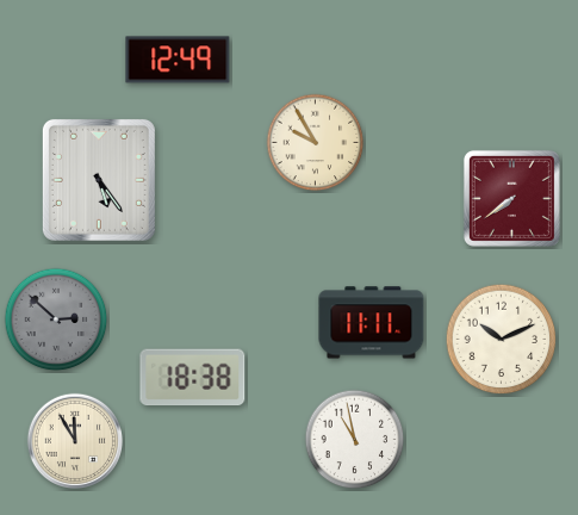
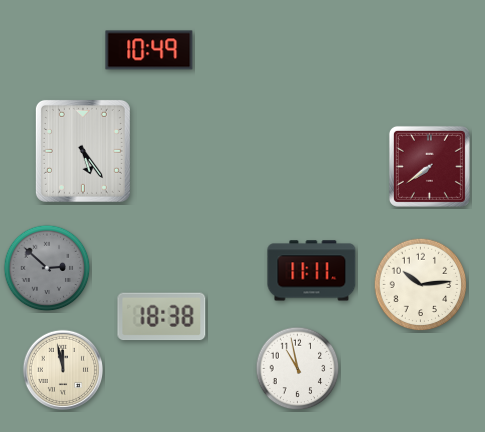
clock at (178, 60): 12:49 -> 10:49
clock at (316, 143): 9:55 -> none
clock at (502, 340): 10:11 -> 10:14
clock at (74, 440): 11:55 -> 11:58
